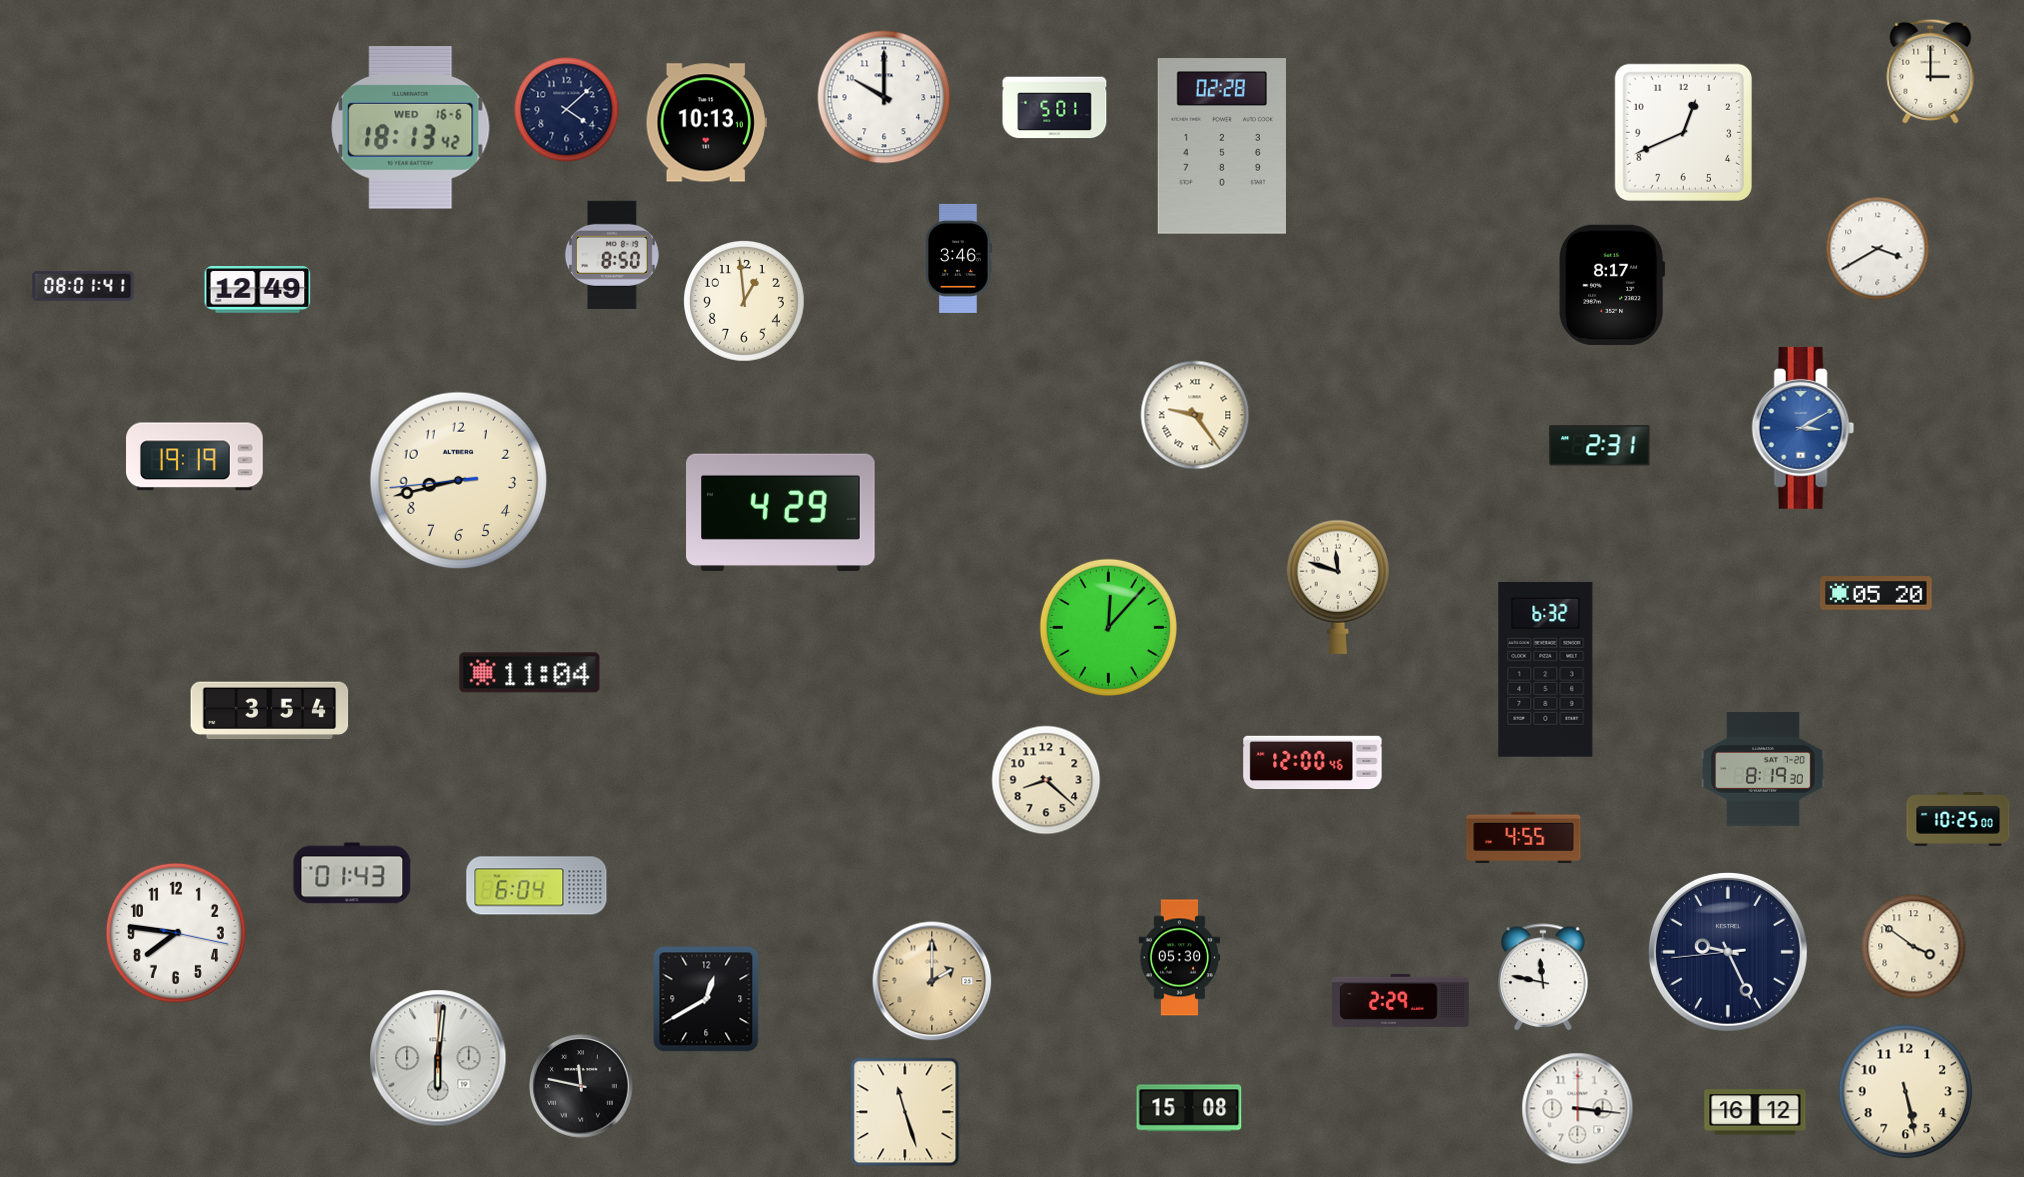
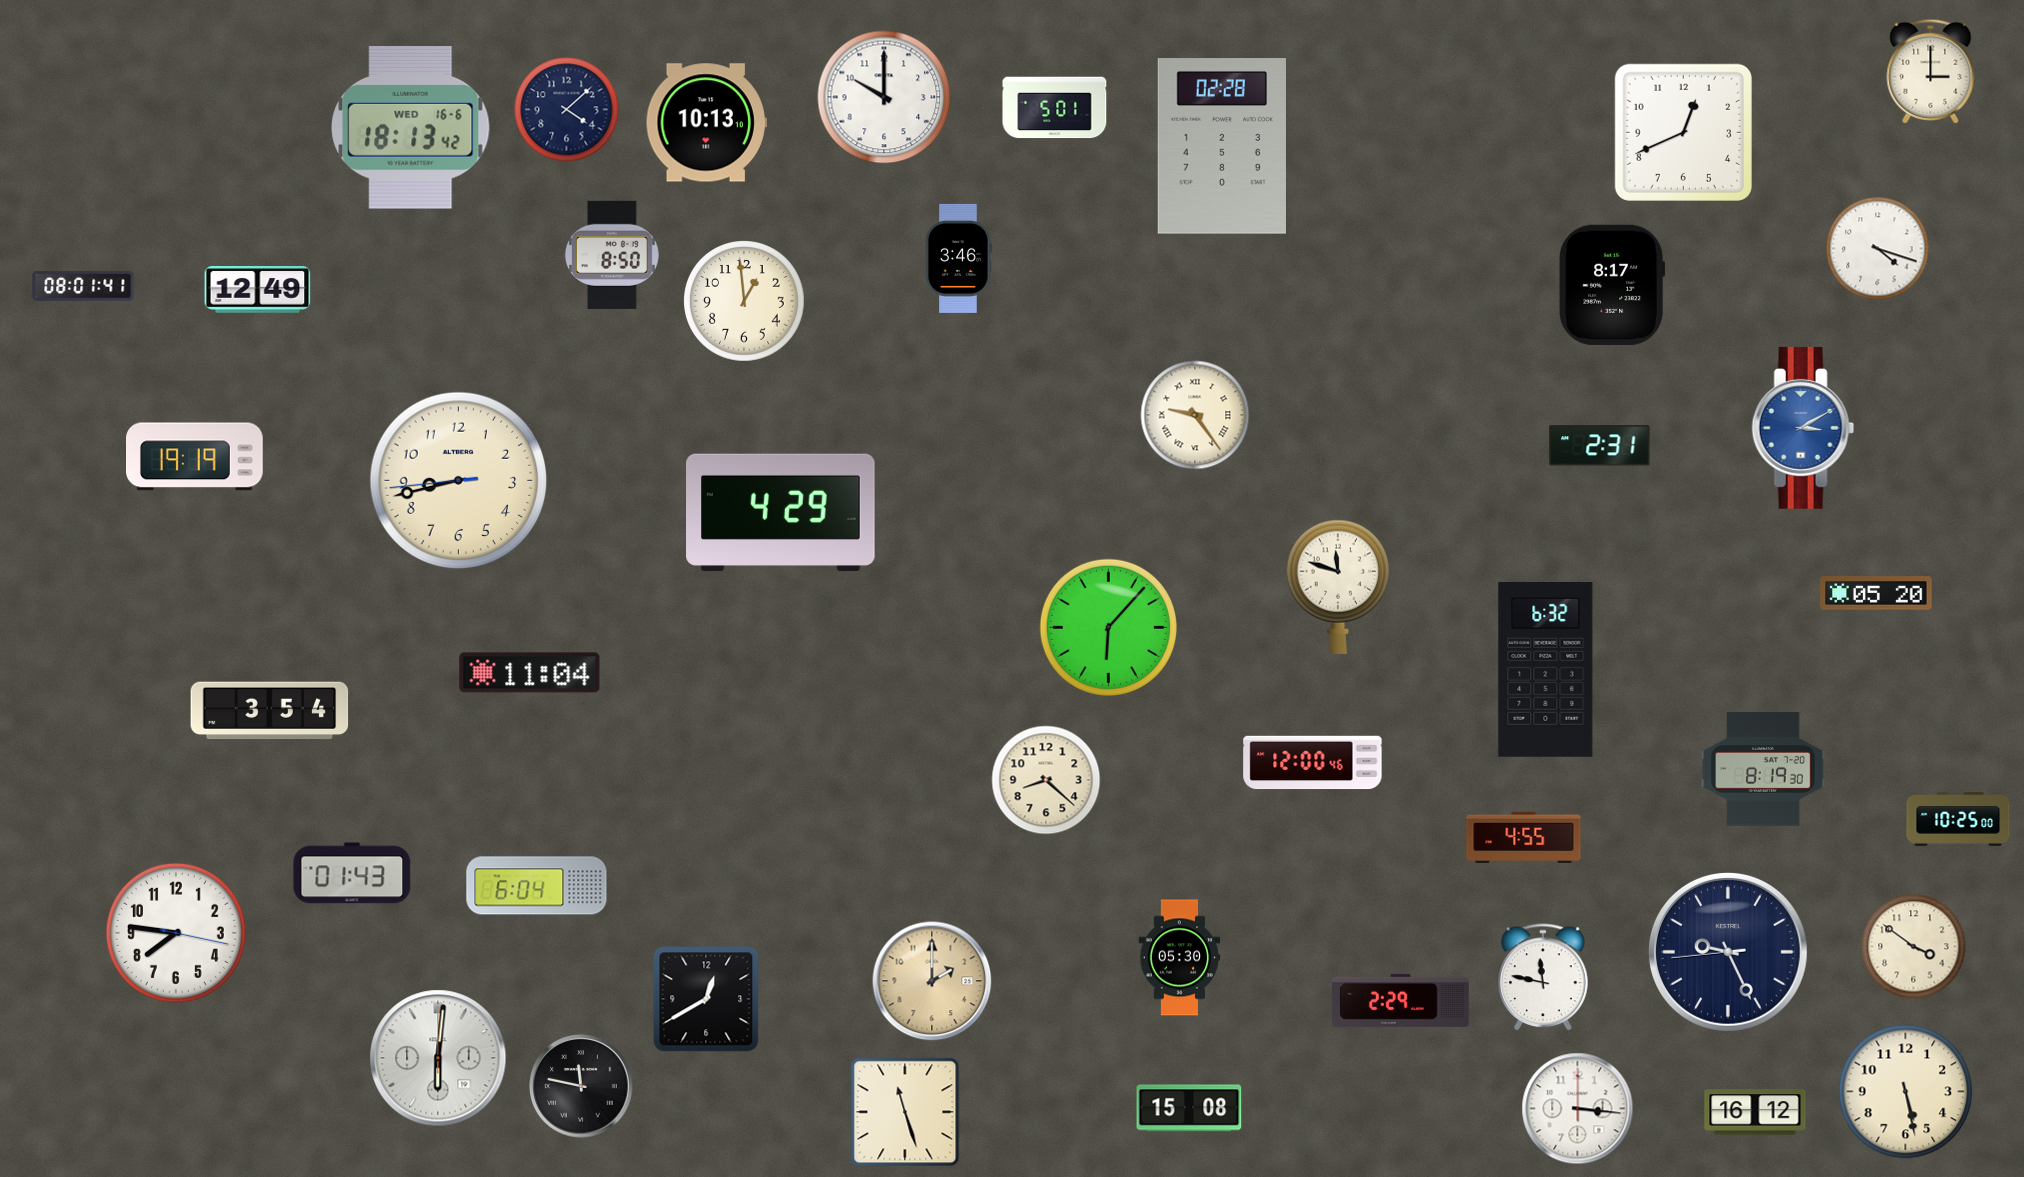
clock at (1878, 249): 3:40 -> 4:18
clock at (1108, 627): 12:07 -> 6:07
